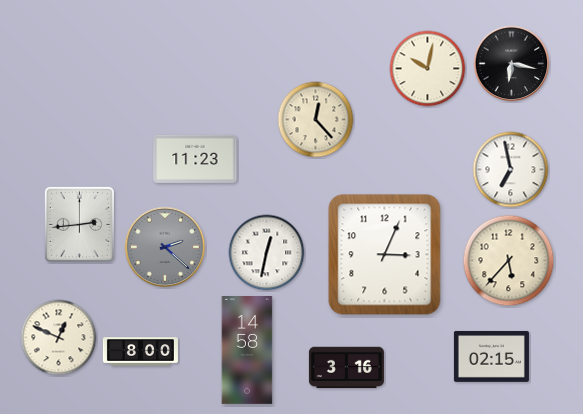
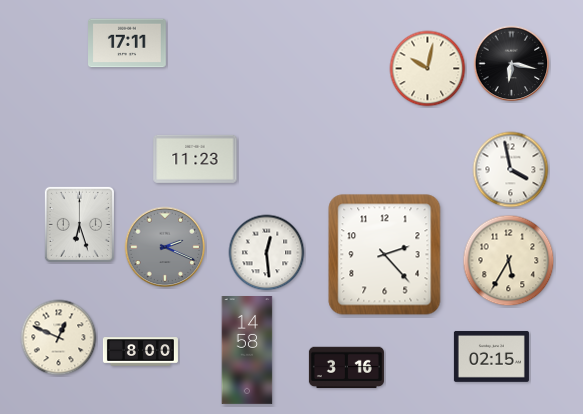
clock at (128, 43): none -> 17:11
clock at (316, 120): 12:23 -> none
clock at (511, 170): 6:58 -> 3:58
clock at (79, 224): 2:44 -> 6:27
clock at (165, 247): 2:22 -> 2:19
clock at (267, 253): 12:32 -> 12:29
clock at (385, 255): 3:04 -> 2:23
clock at (509, 261): 5:37 -> 5:35
